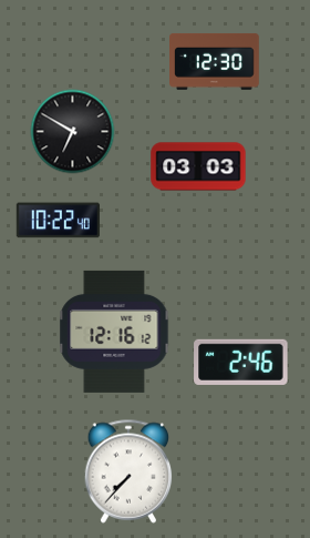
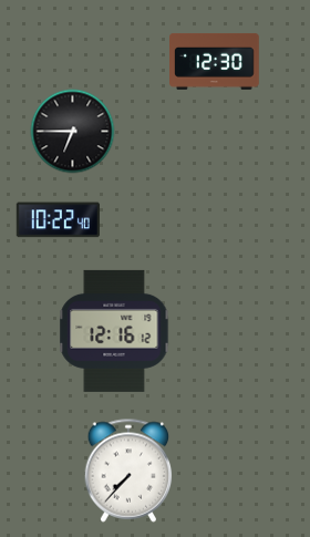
clock at (73, 132): 6:50 -> 6:45
clock at (198, 166): 03:03 -> none
clock at (241, 362): 2:46 -> none
